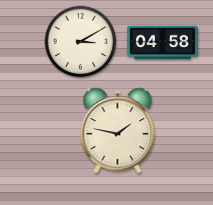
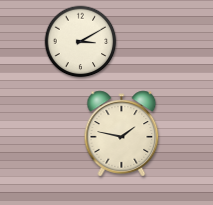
clock at (162, 43): 04:58 -> none
clock at (118, 131) position: (118, 131) -> (122, 134)
